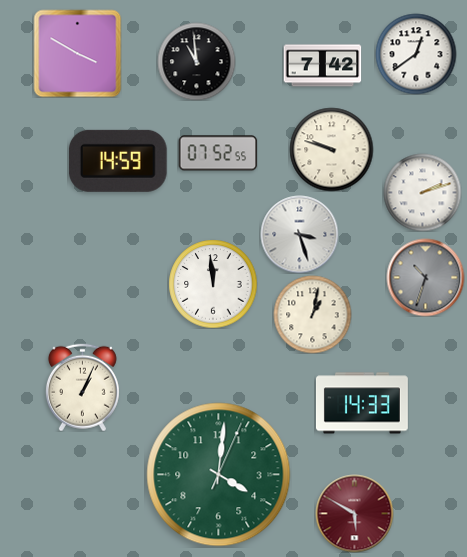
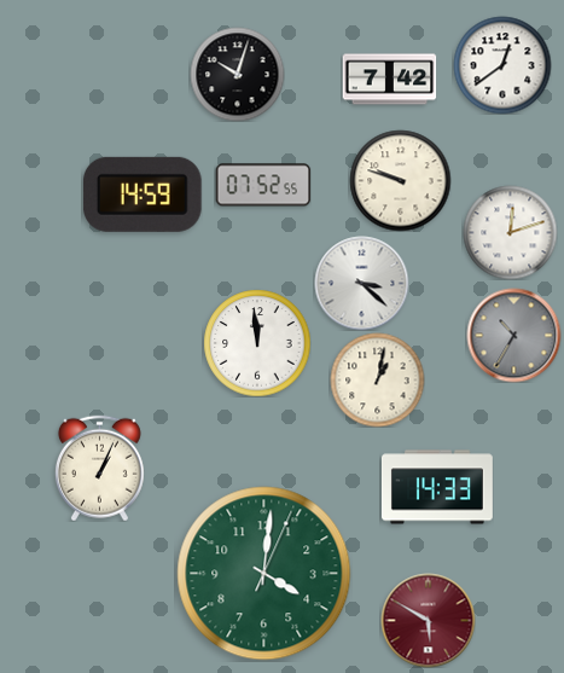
clock at (77, 53): 3:50 -> none
clock at (196, 61): 10:59 -> 10:03
clock at (422, 192): 2:12 -> 12:12
clock at (299, 234): 3:27 -> 3:22
clock at (425, 277): 10:33 -> 10:35
